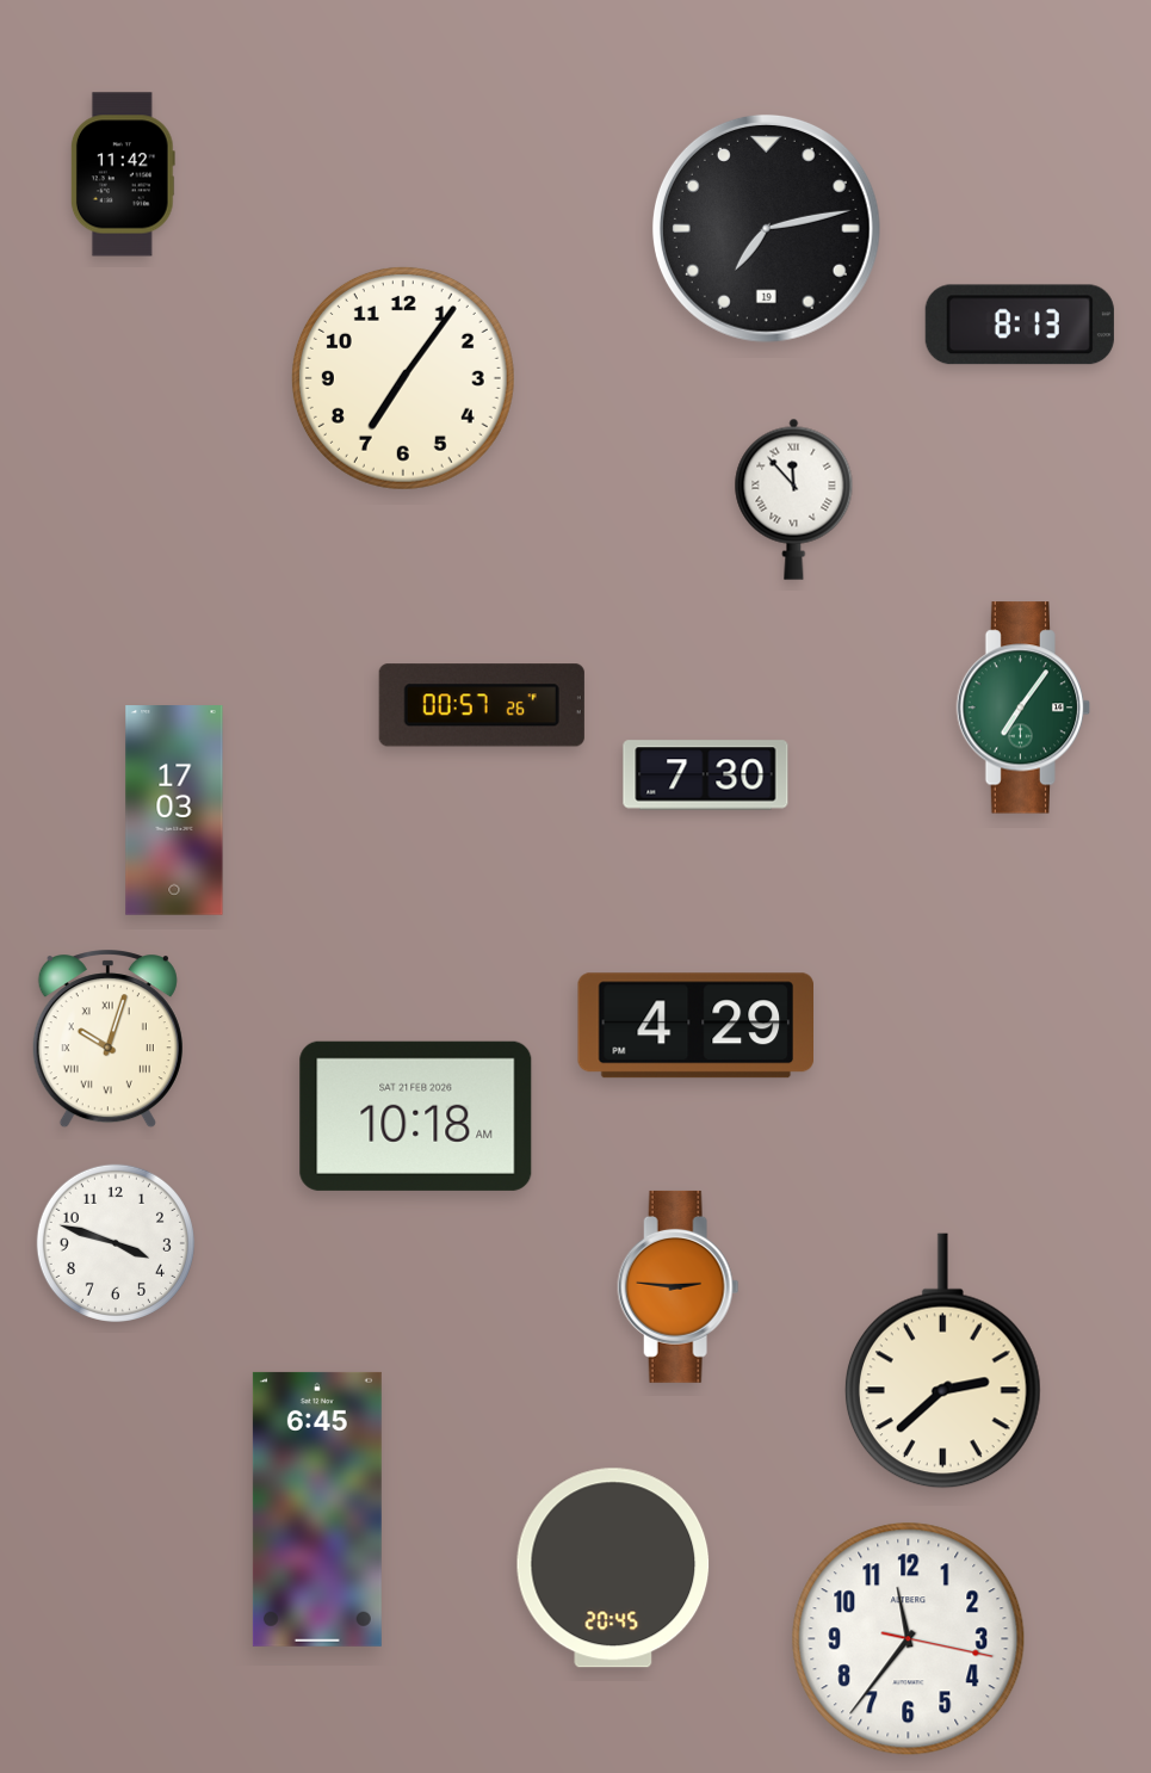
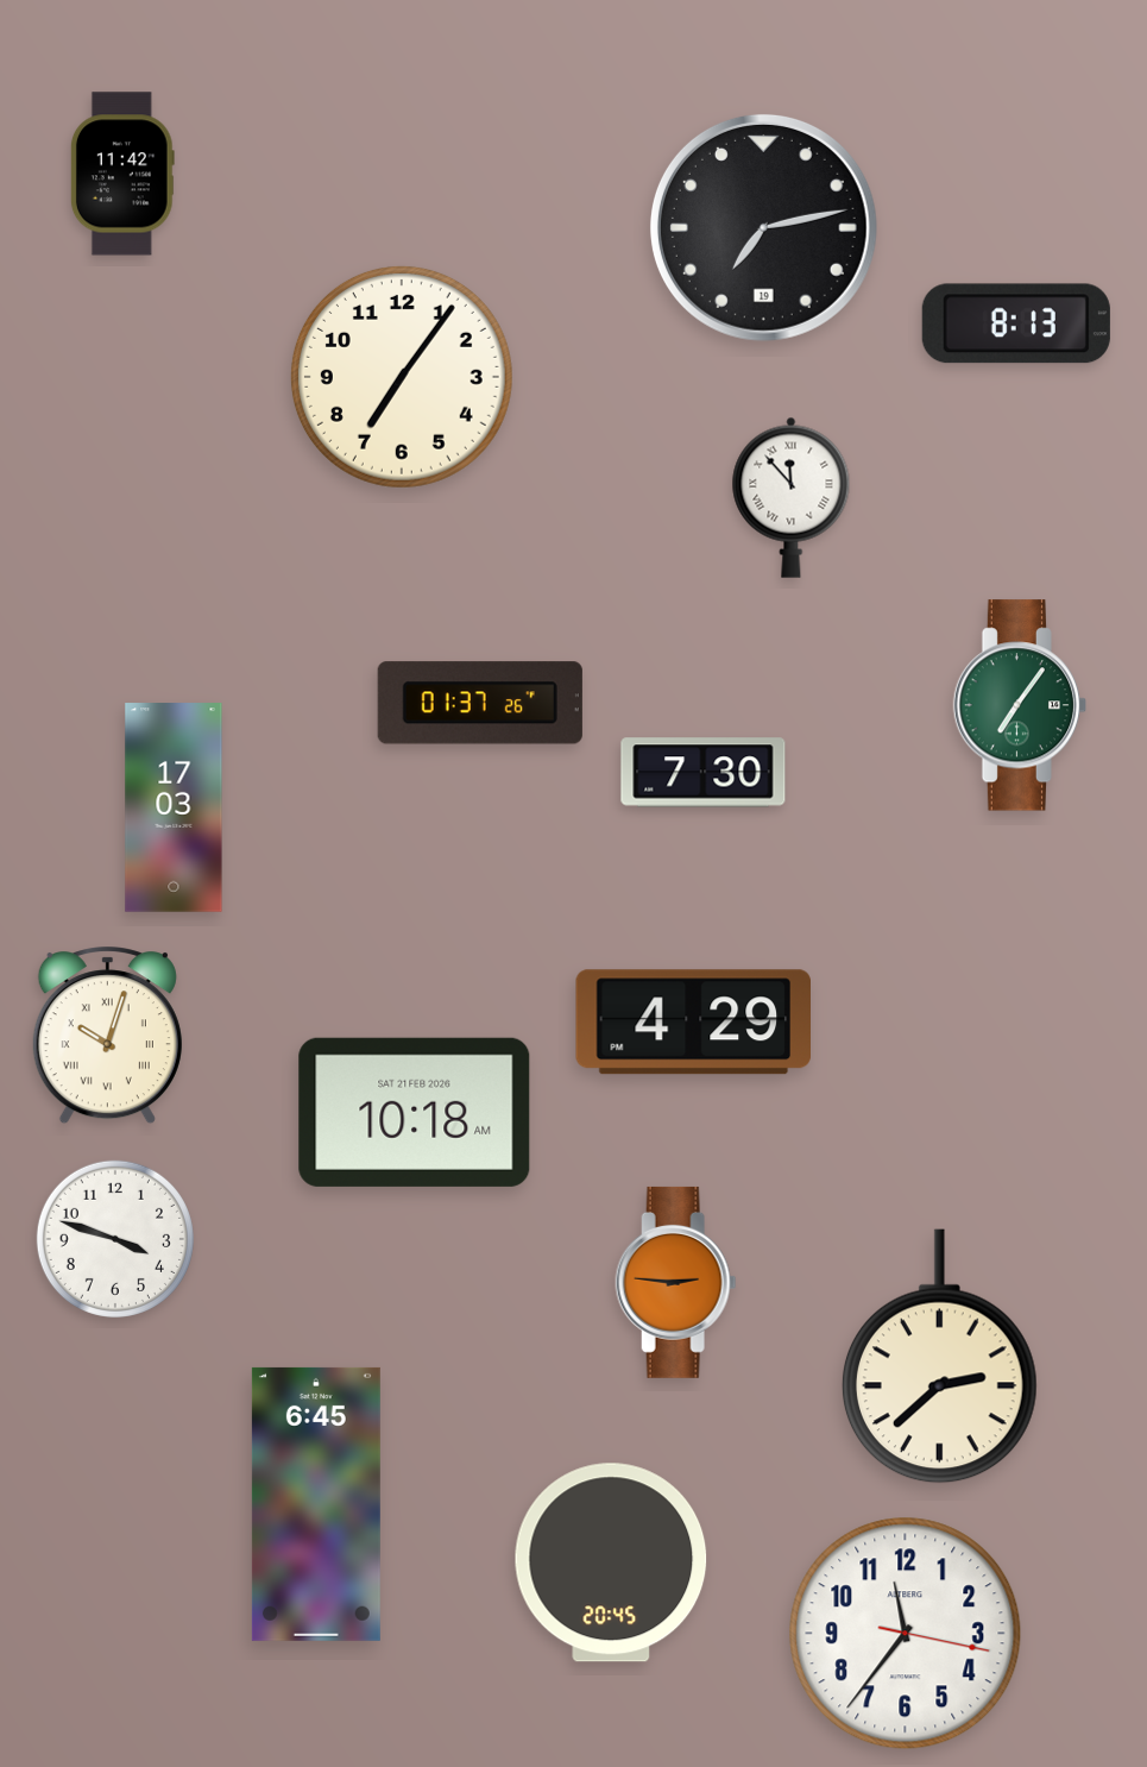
clock at (482, 705): 00:57 -> 01:37
